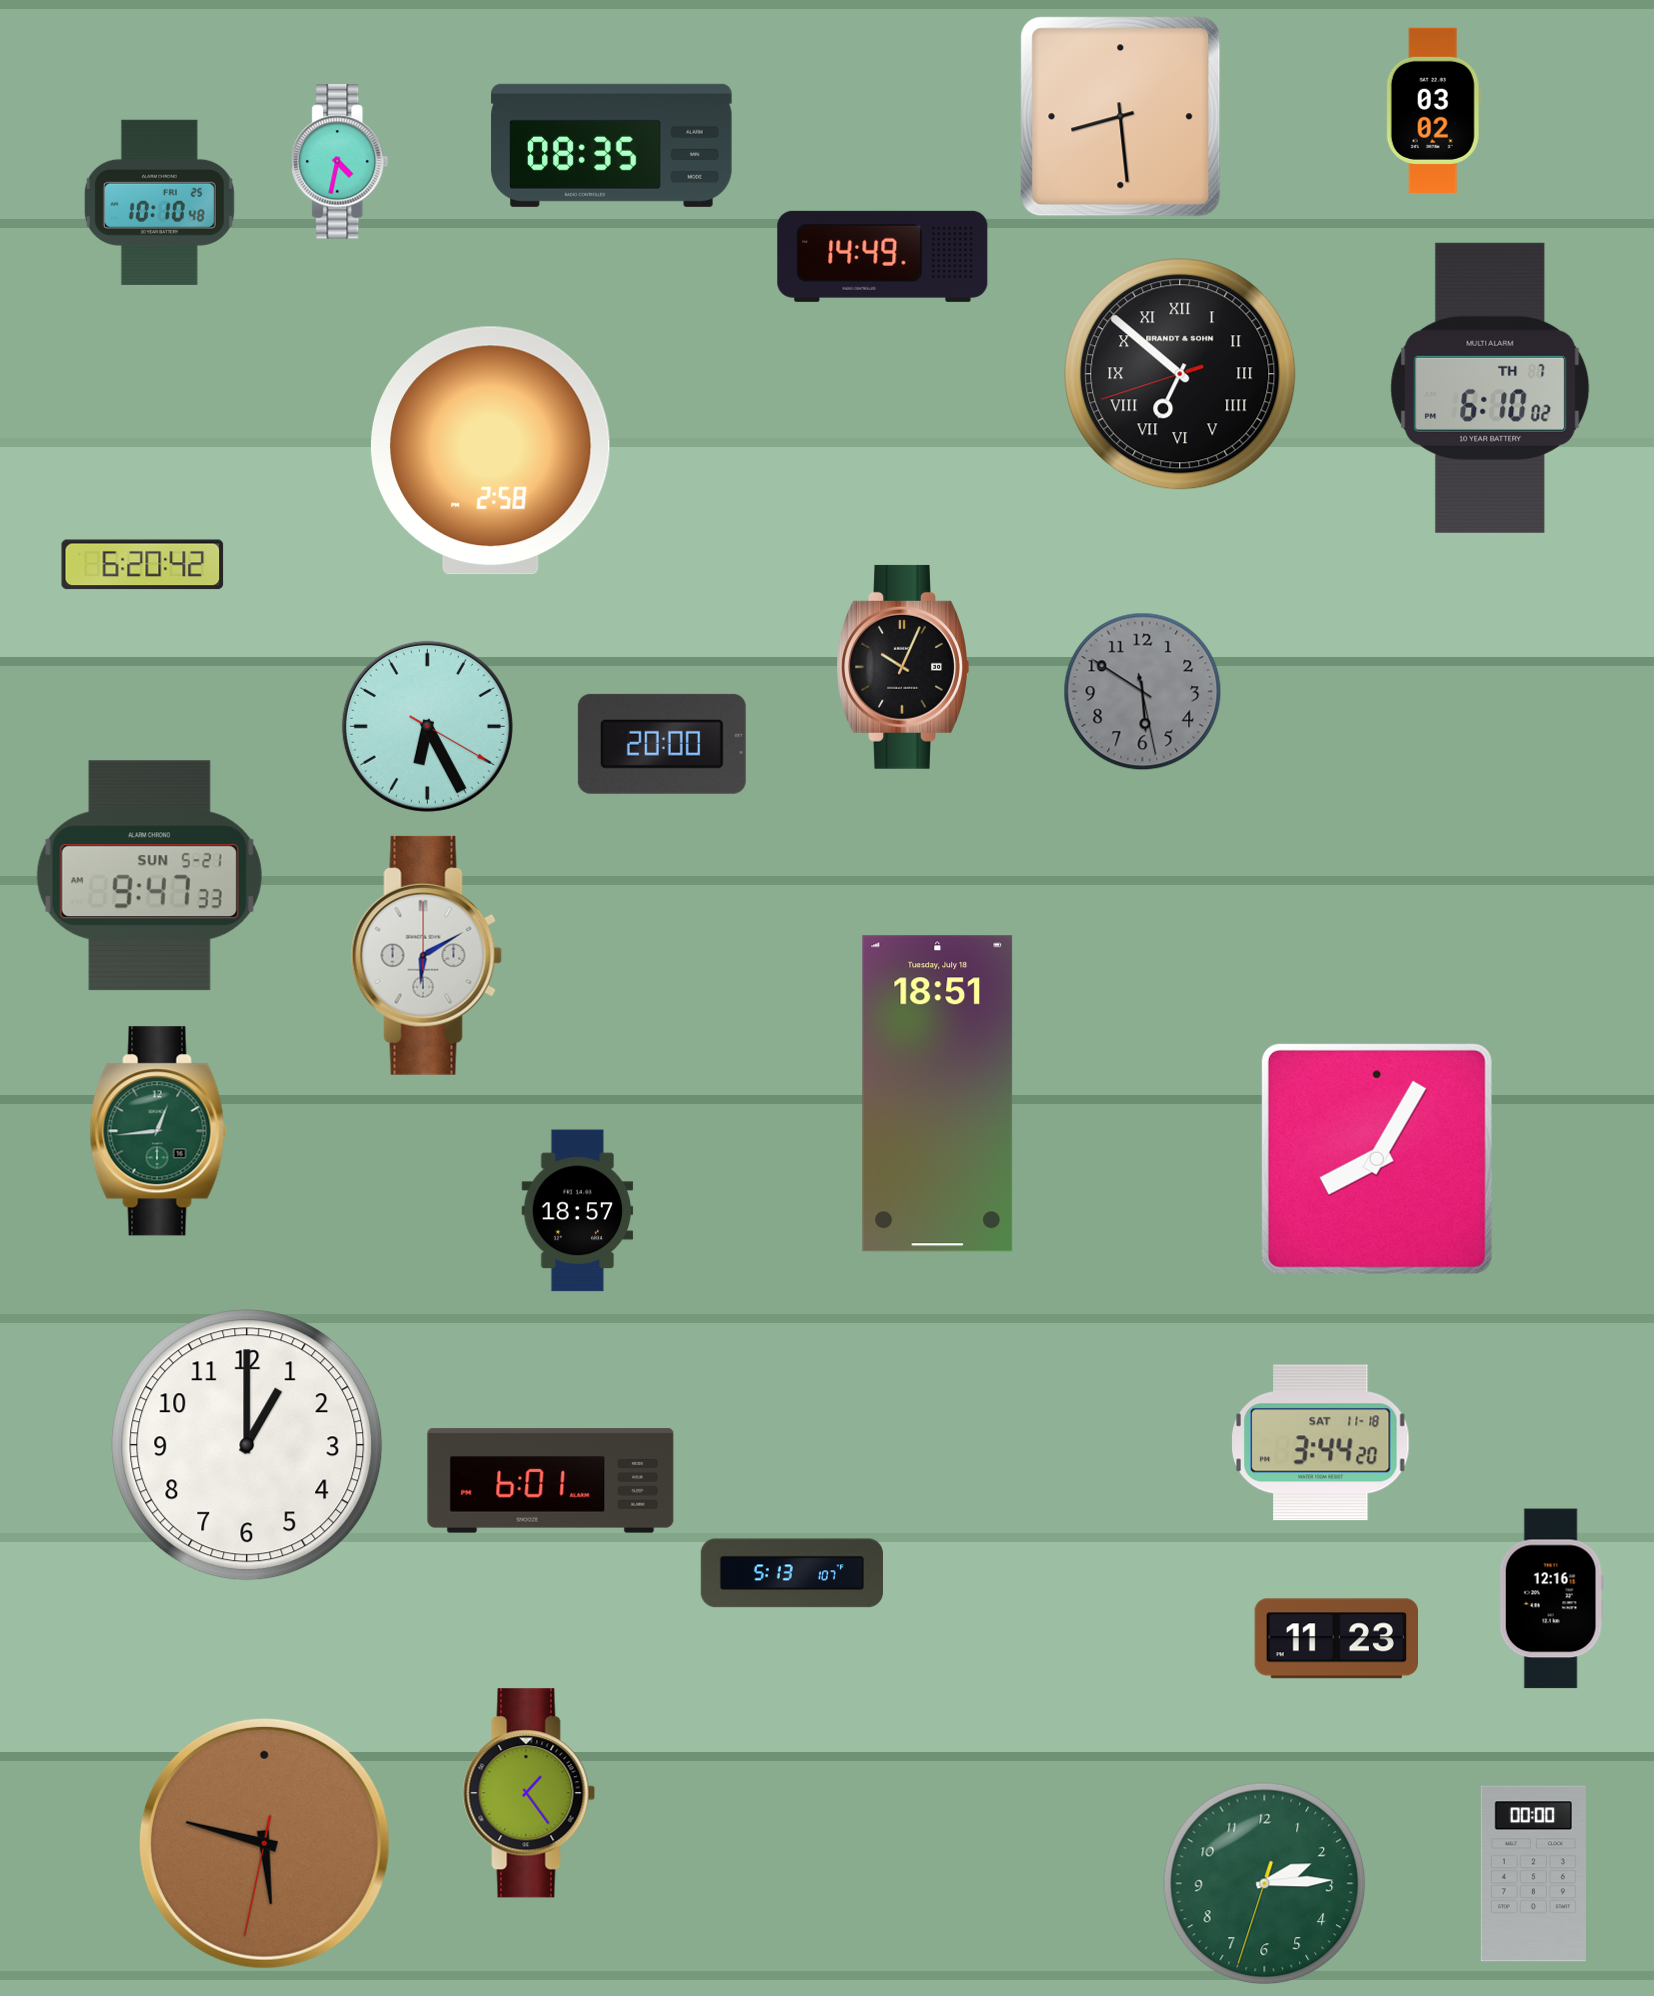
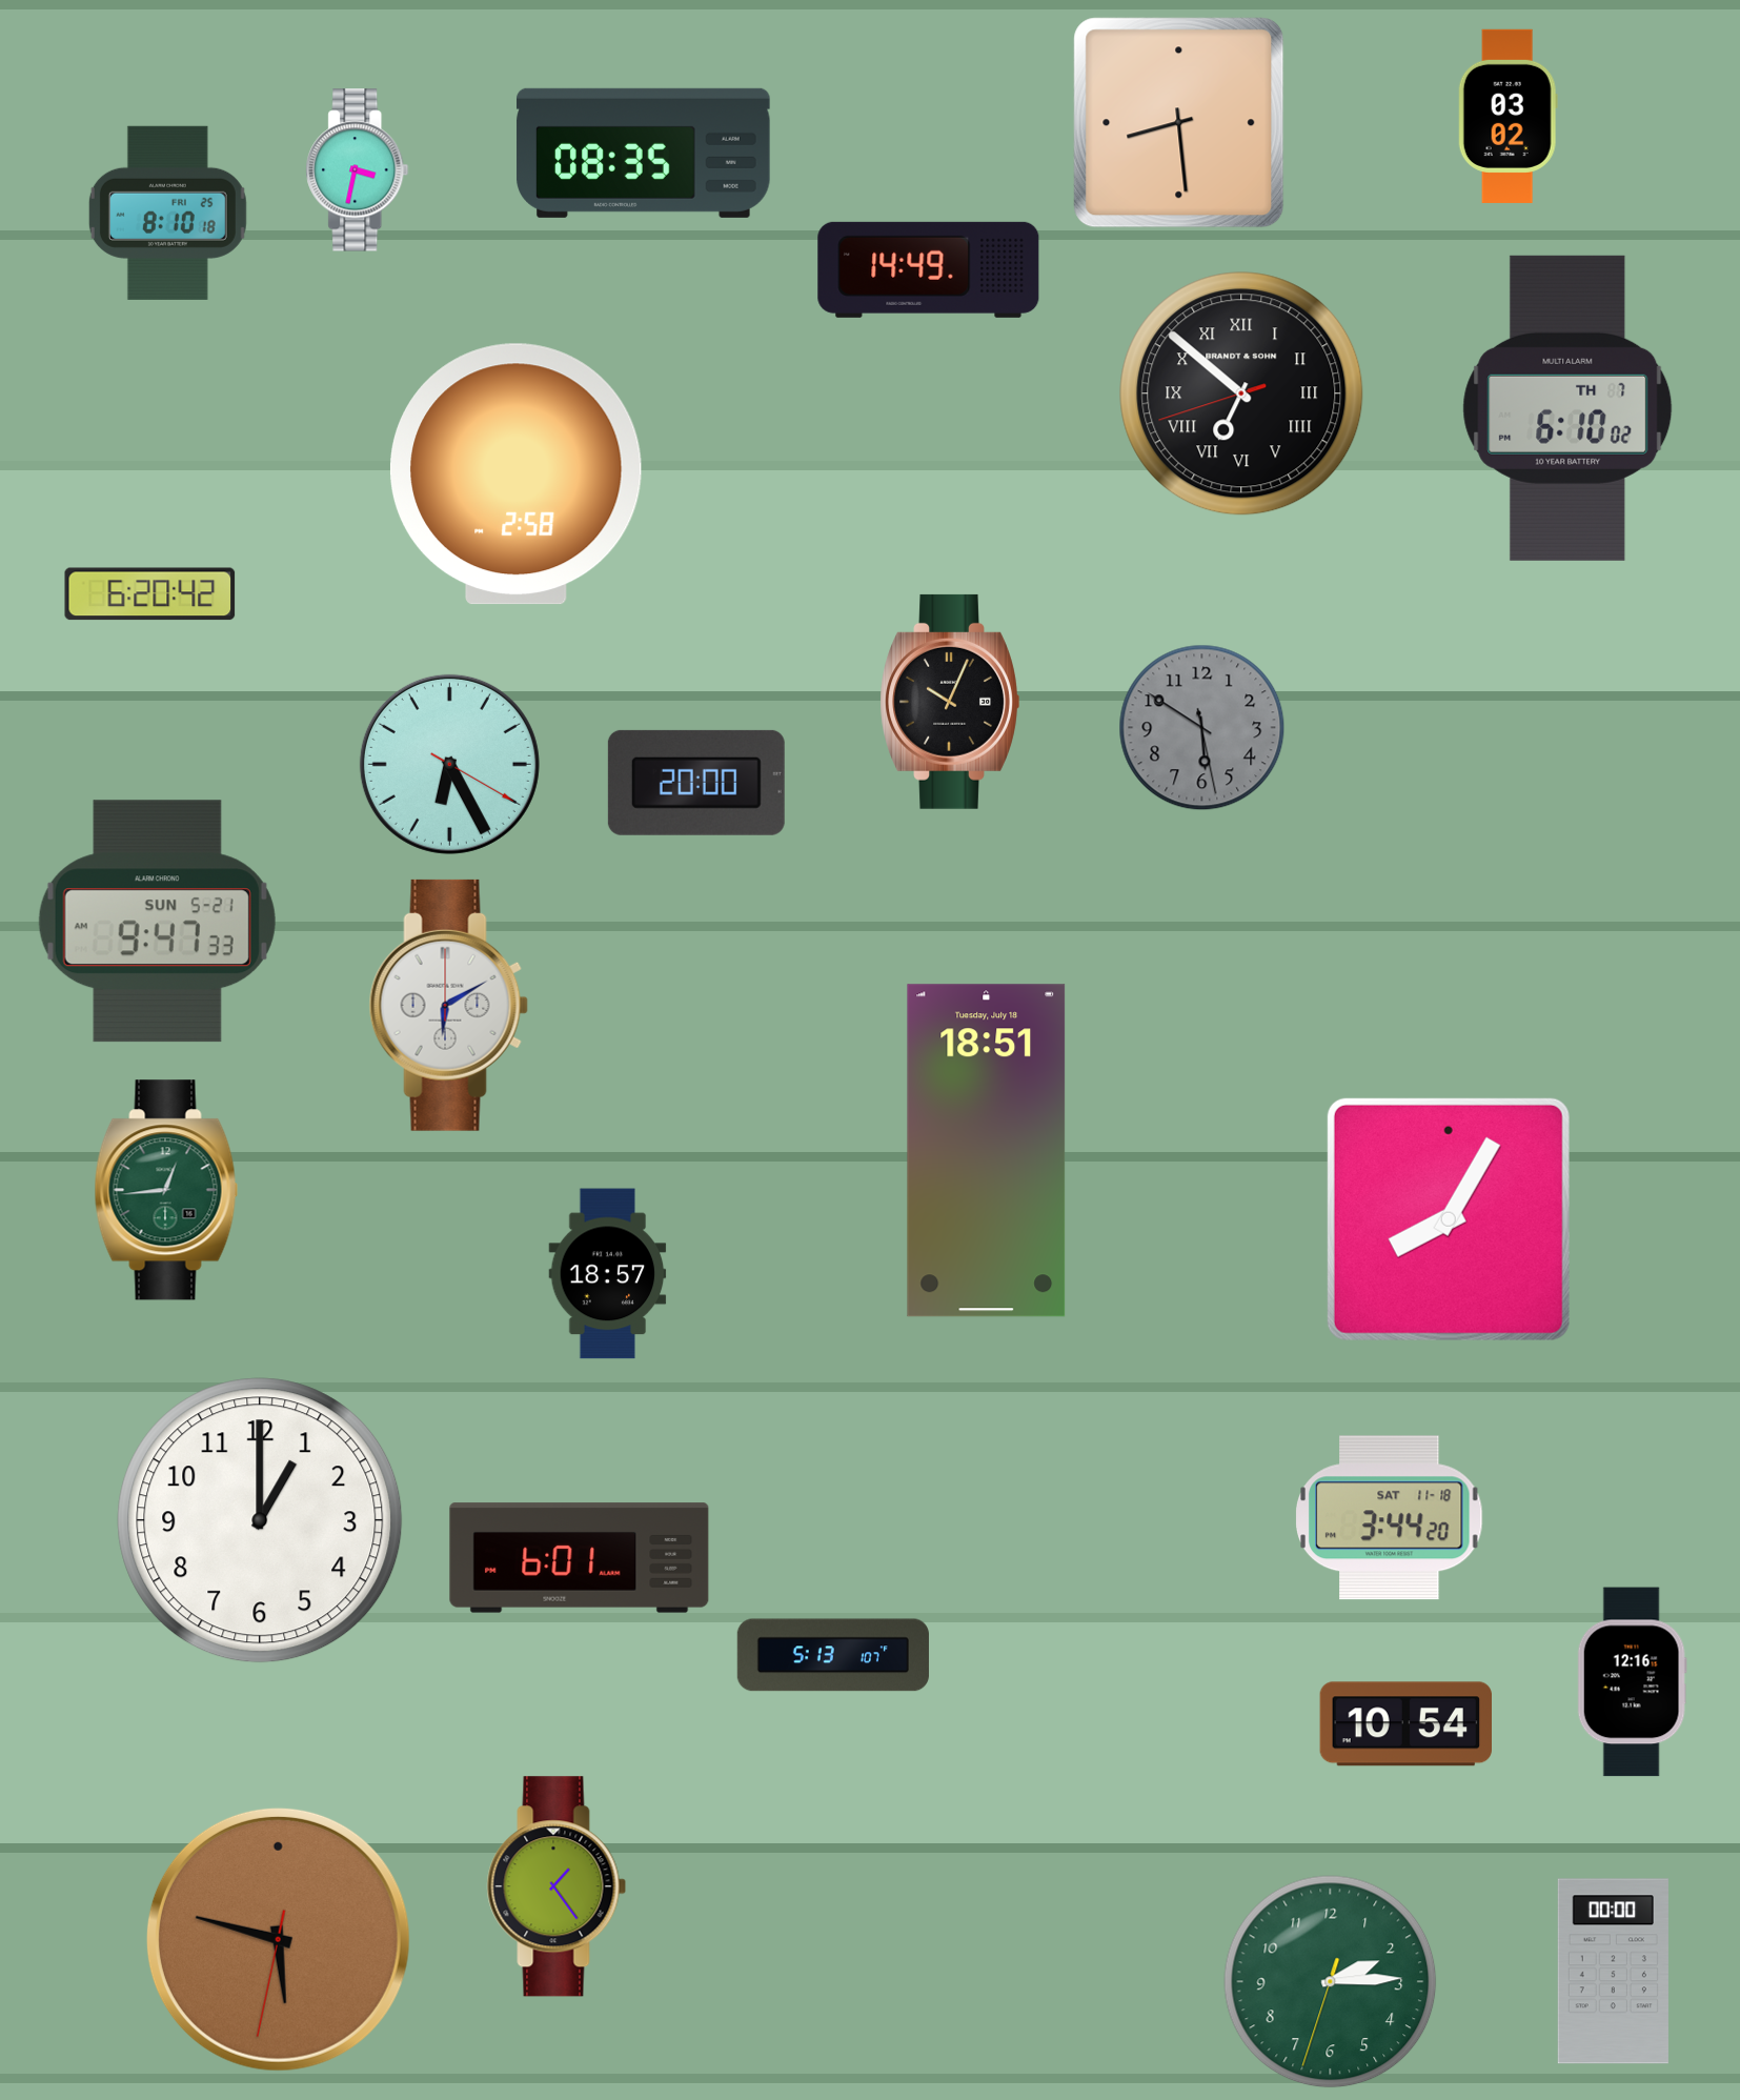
clock at (340, 162): 4:32 -> 3:32
clock at (159, 202): 10:10 -> 8:10
clock at (1336, 1639): 11:23 -> 10:54
